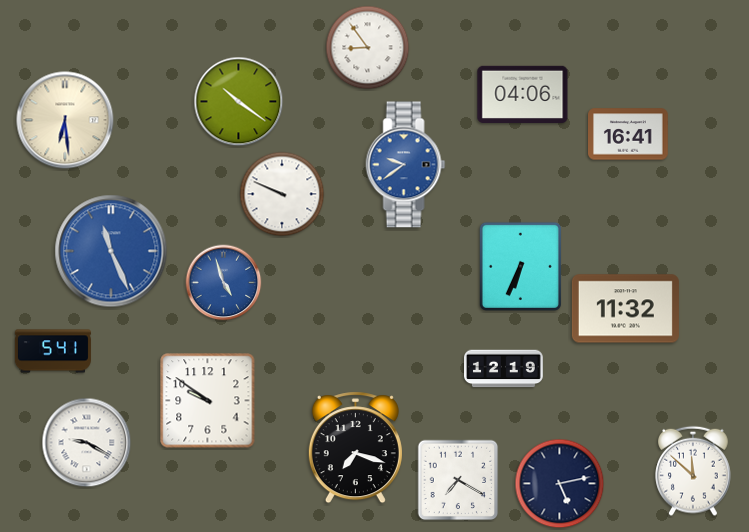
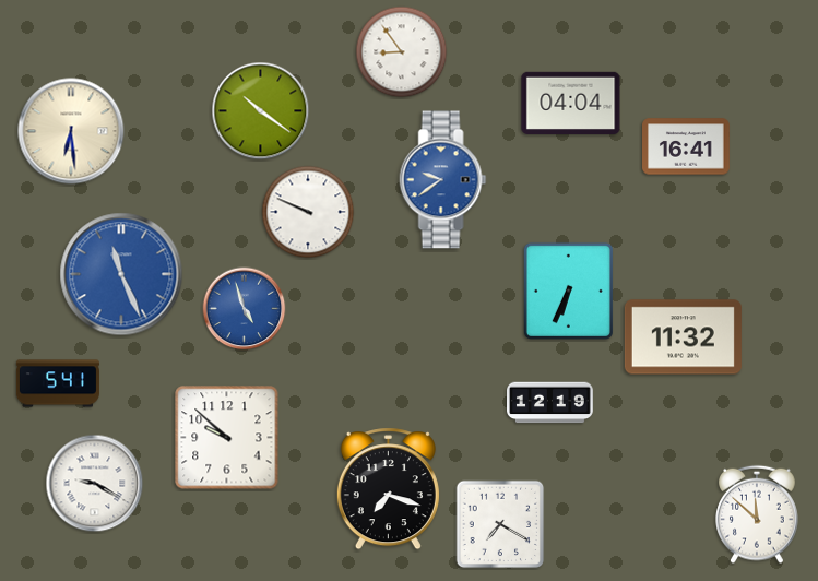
clock at (523, 94): 04:06 -> 04:04
clock at (208, 401): 9:51 -> 9:52
clock at (560, 484): 5:13 -> none
